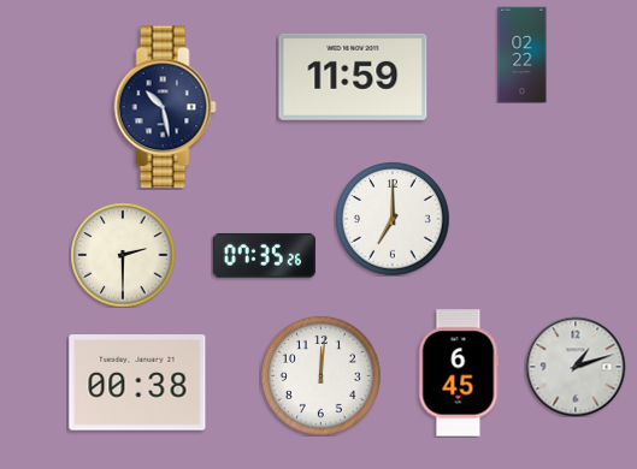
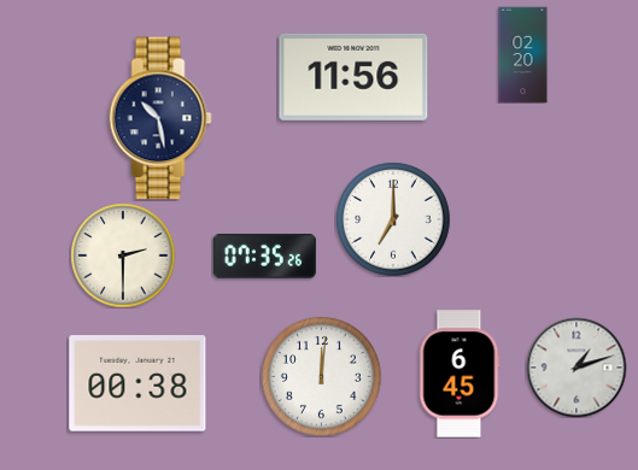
clock at (523, 54): 02:22 -> 02:20
clock at (353, 77): 11:59 -> 11:56
clock at (165, 107) position: (165, 107) -> (160, 118)
